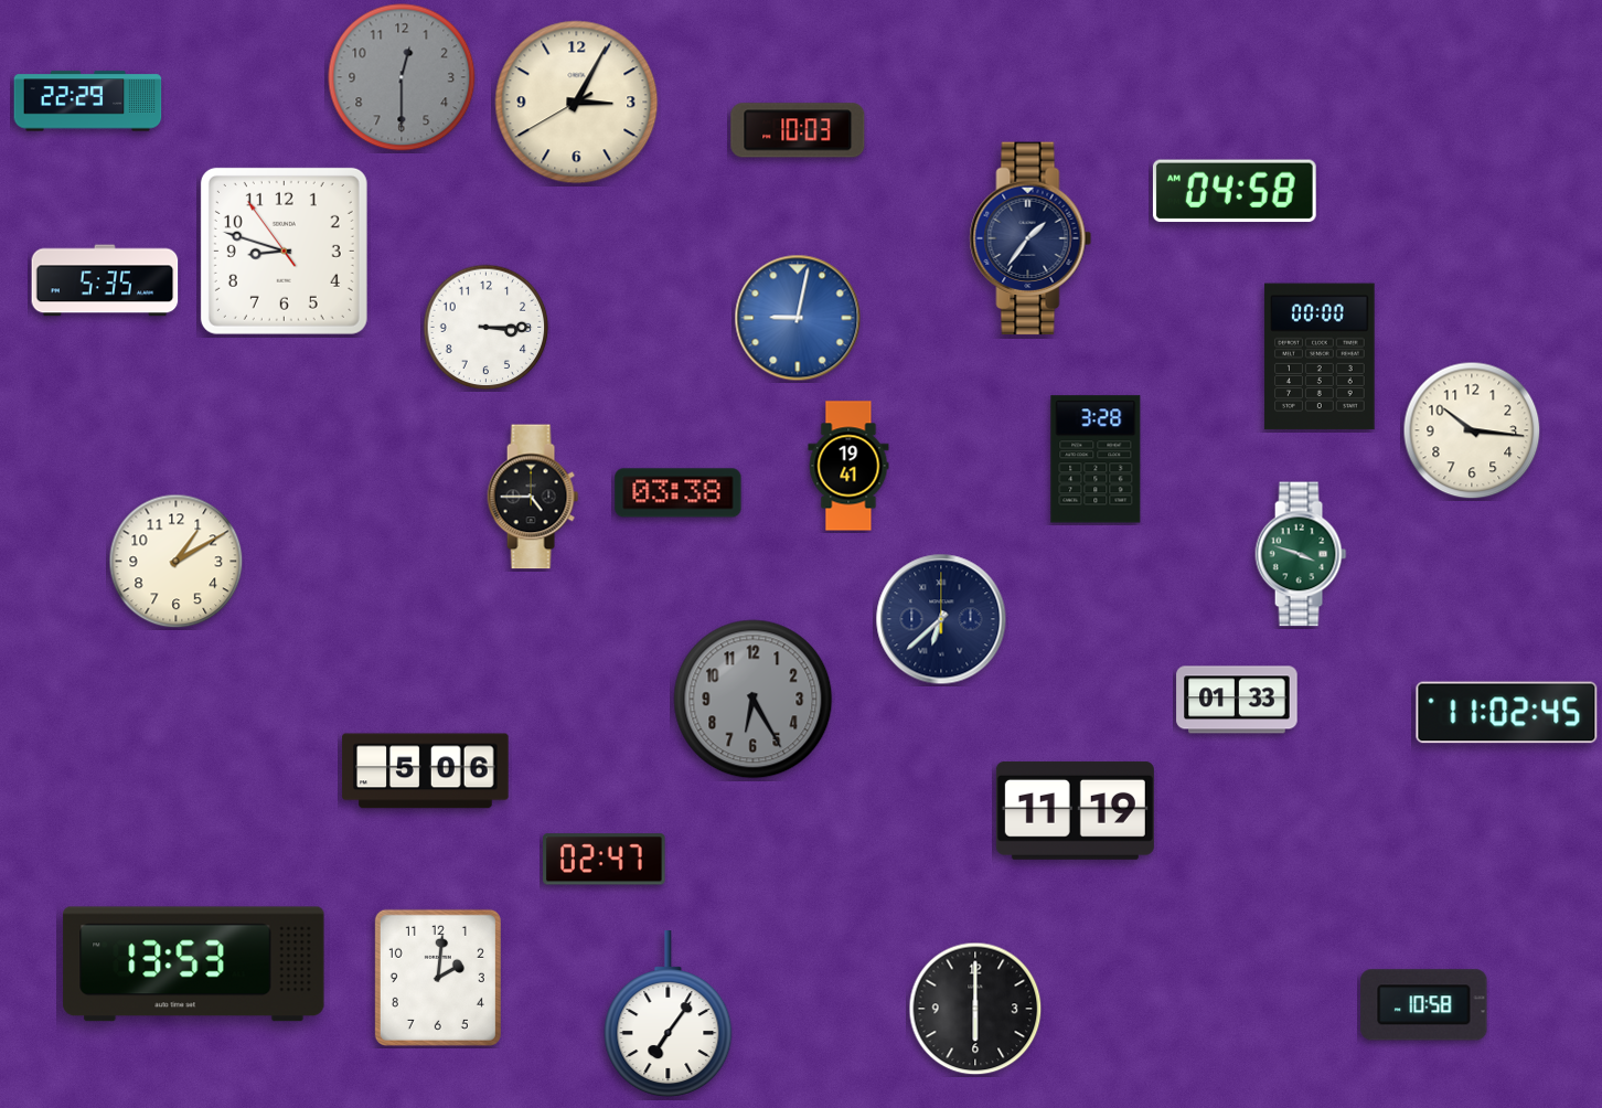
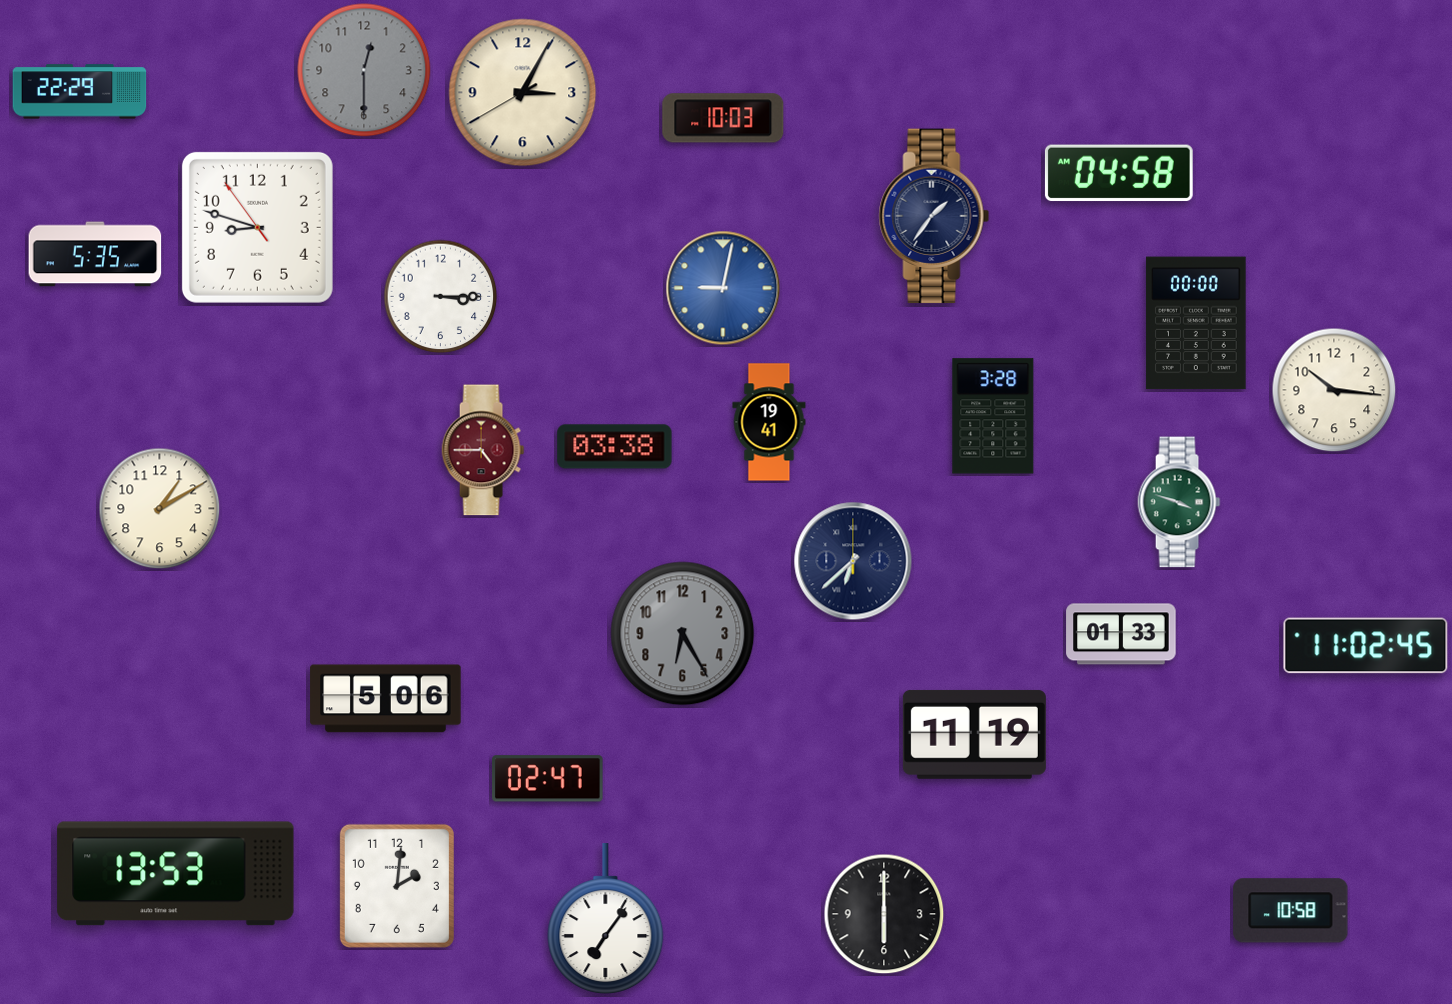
clock at (533, 497) dial: black -> burgundy
